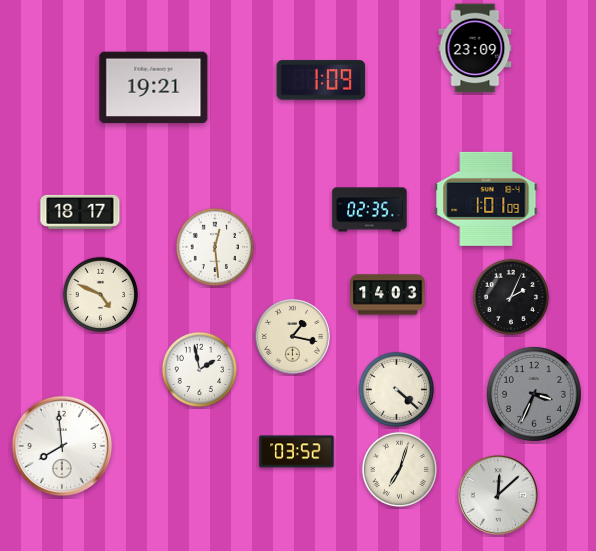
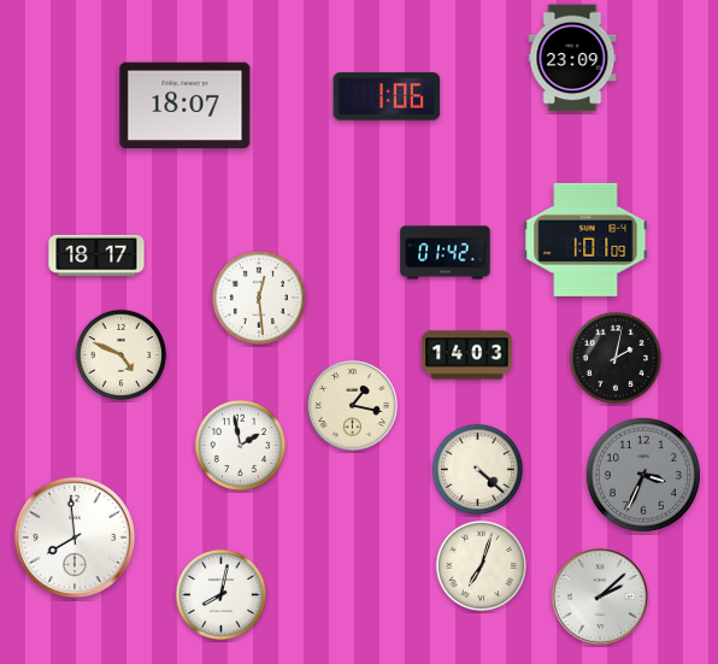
clock at (321, 80): 1:09 -> 1:06
clock at (154, 88): 19:21 -> 18:07
clock at (370, 210): 02:35 -> 01:42
clock at (510, 296): 2:04 -> 2:02
clock at (297, 452): 03:52 -> none
clock at (220, 594): none -> 8:02
clock at (498, 495): 12:08 -> 2:08
